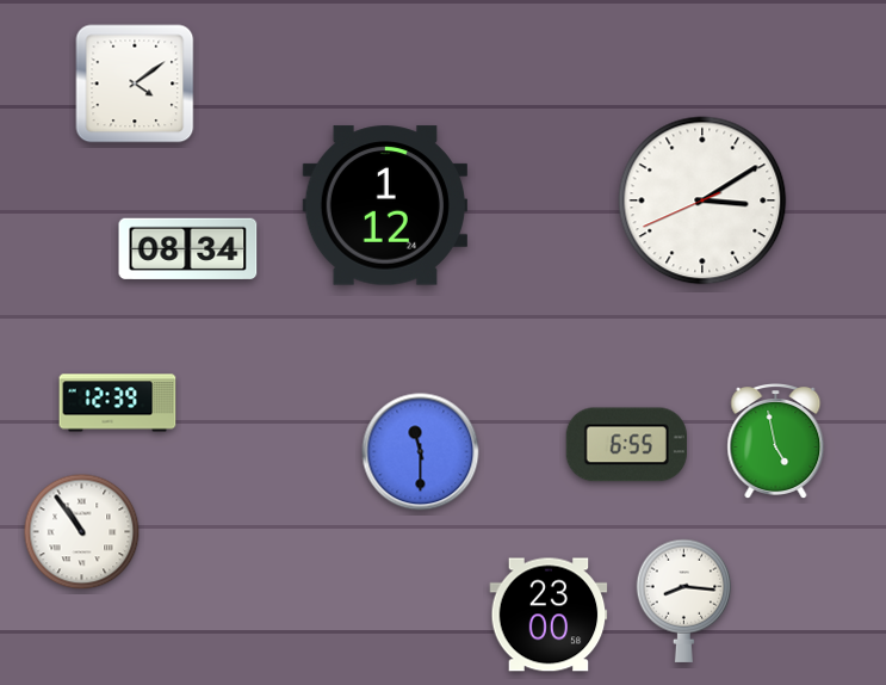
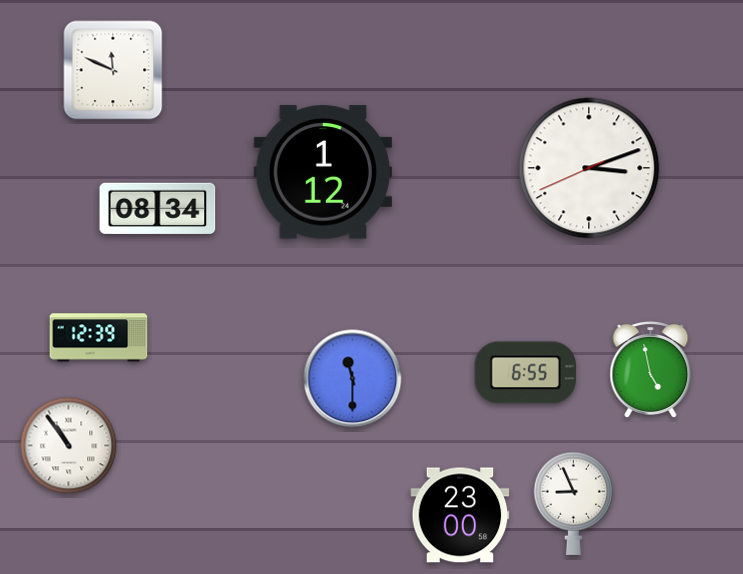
clock at (135, 84): 4:09 -> 11:49
clock at (702, 200): 3:09 -> 3:11
clock at (684, 600): 8:16 -> 8:56
